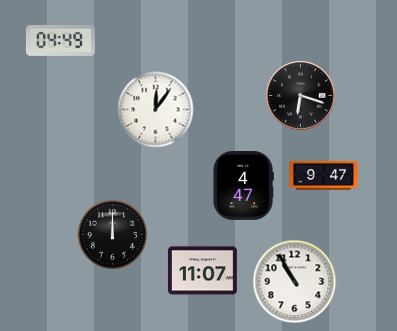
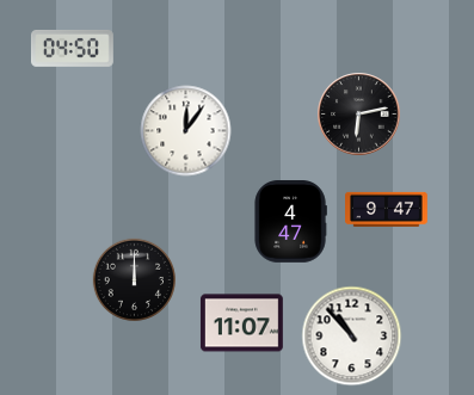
clock at (60, 41): 04:49 -> 04:50
clock at (301, 96): 6:18 -> 6:13
clock at (295, 282): 10:55 -> 10:53
